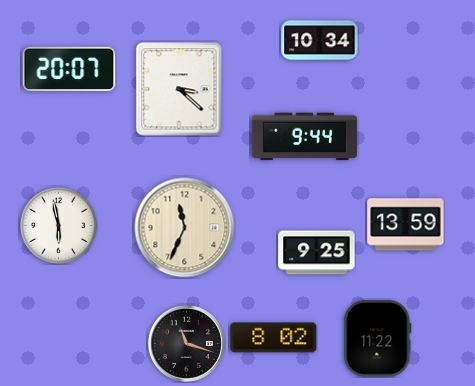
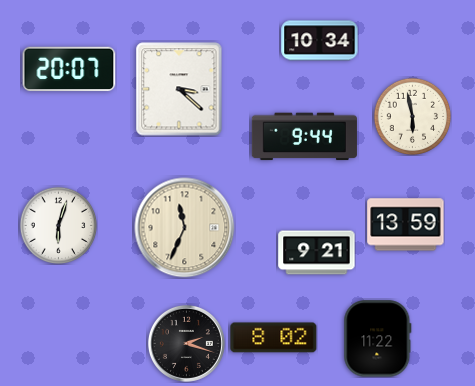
clock at (412, 116): none -> 5:58
clock at (58, 225): 5:58 -> 6:03
clock at (317, 253): 9:25 -> 9:21
clock at (186, 343): 11:18 -> 2:18
